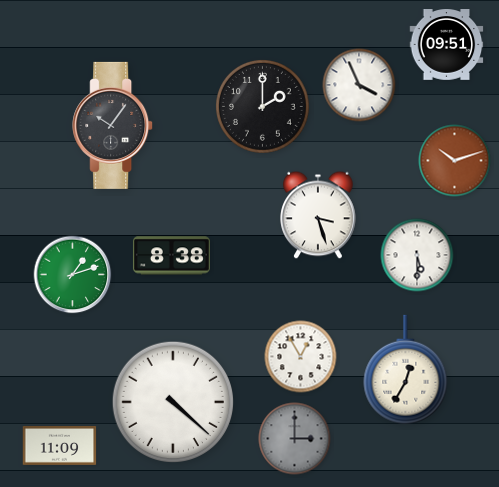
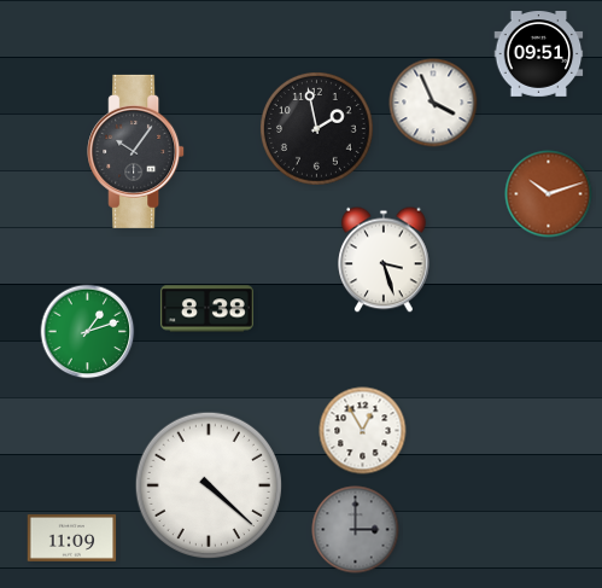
clock at (263, 107): 2:00 -> 1:58
clock at (417, 255): 5:30 -> none
clock at (406, 370): 12:35 -> none
